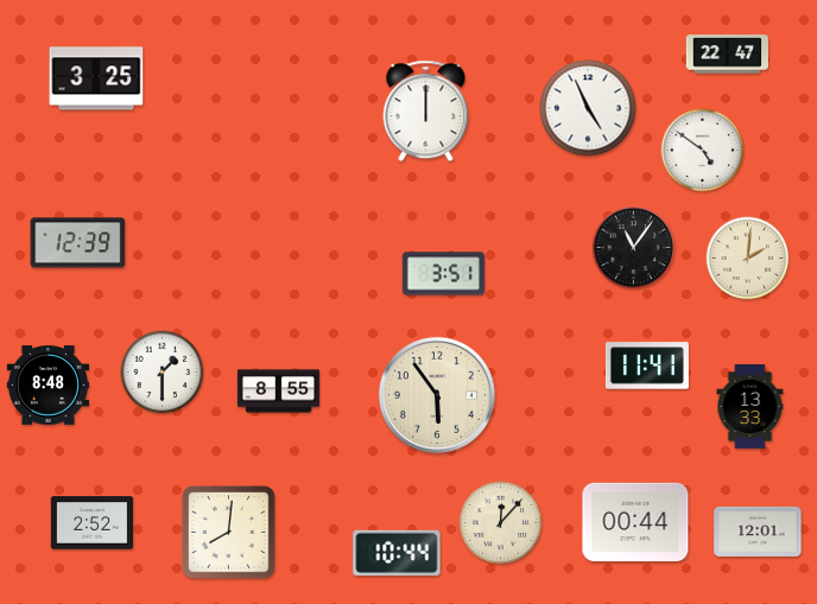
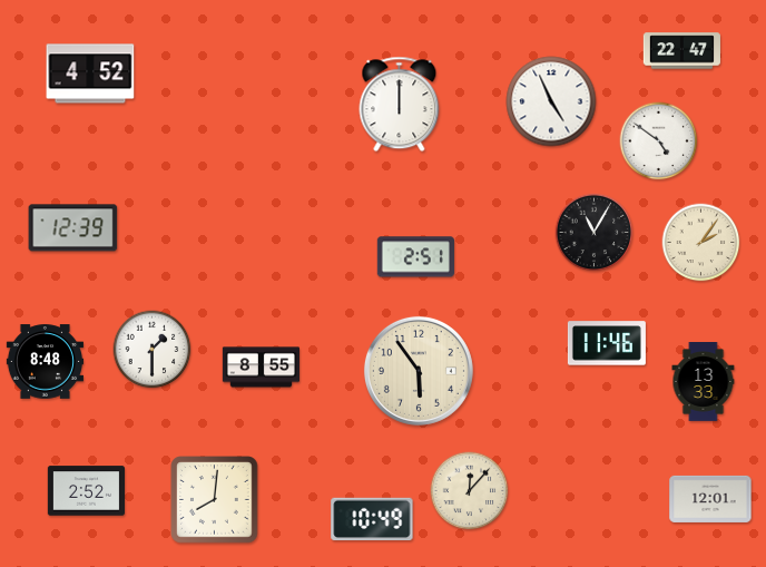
clock at (96, 78): 3:25 -> 4:52
clock at (634, 248): 11:06 -> 11:05
clock at (748, 259): 2:01 -> 2:06
clock at (443, 274): 3:51 -> 2:51
clock at (647, 365): 11:41 -> 11:46
clock at (437, 395) position: (437, 395) -> (419, 371)
clock at (635, 522): 00:44 -> none
clock at (397, 553): 10:44 -> 10:49
